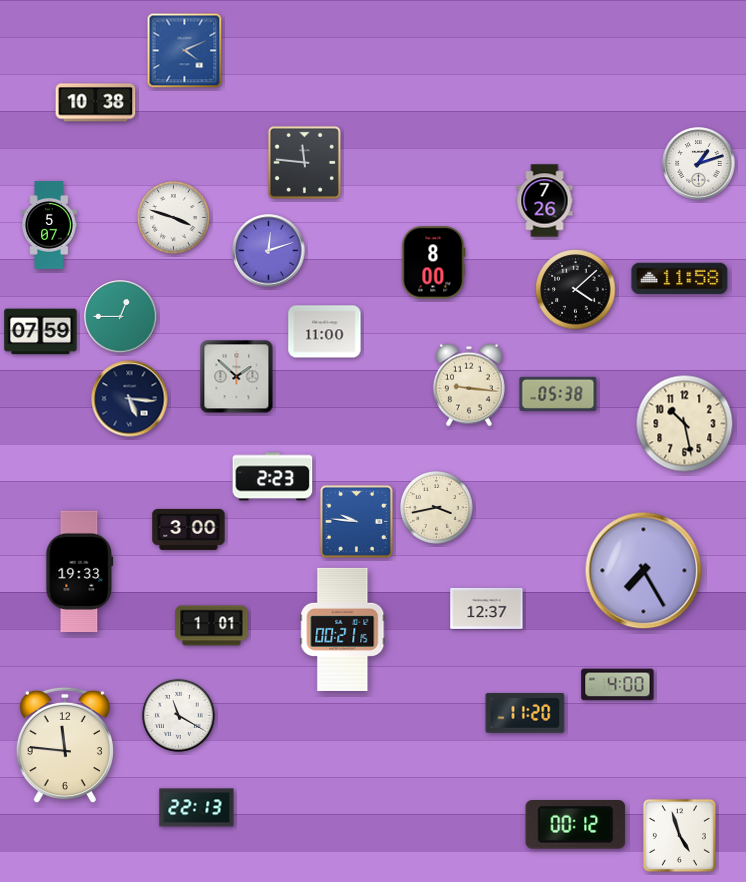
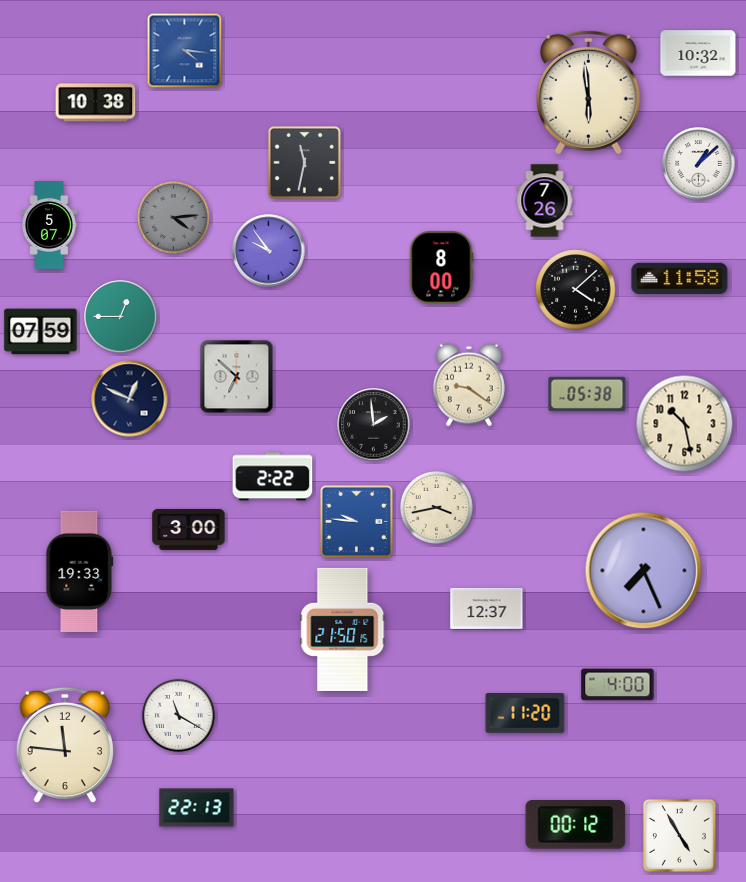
clock at (185, 51): 4:11 -> 4:16
clock at (698, 53): none -> 10:32
clock at (588, 92): none -> 5:59
clock at (304, 162): 11:46 -> 11:32
clock at (699, 164): 1:12 -> 1:08
clock at (173, 217): 3:48 -> 4:14
clock at (173, 217) dial: white -> grey
clock at (269, 251): 12:12 -> 9:54
clock at (433, 263) position: (433, 263) -> (441, 268)
clock at (325, 332): 11:00 -> none
clock at (237, 377): 1:52 -> 6:52
clock at (469, 385): 9:16 -> 9:21
clock at (558, 394) position: (558, 394) -> (587, 394)
clock at (130, 399): 5:16 -> 12:49
clock at (374, 425): none -> 1:59
clock at (273, 477): 2:23 -> 2:22
clock at (644, 571): 7:25 -> 7:26
clock at (212, 626): 1:01 -> none
clock at (343, 629): 00:21 -> 21:50
clock at (679, 835): 4:57 -> 4:55
